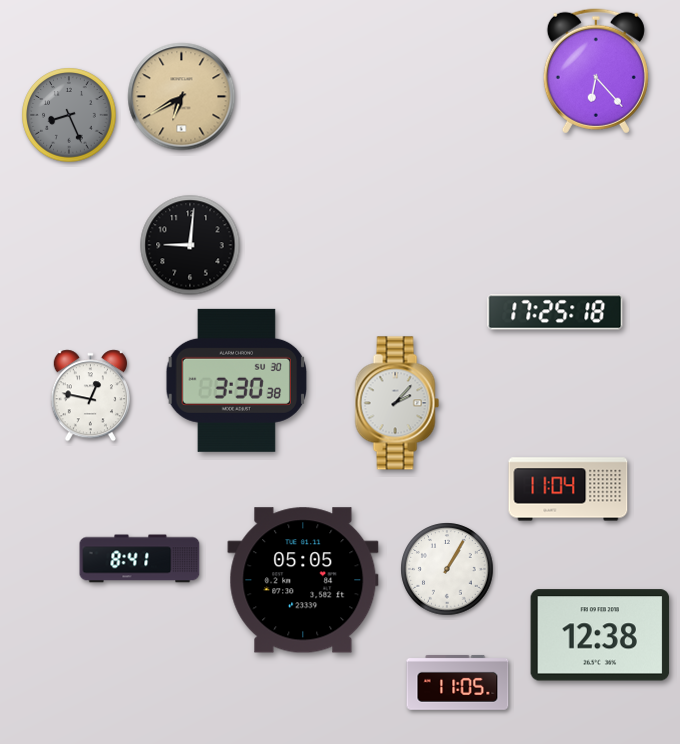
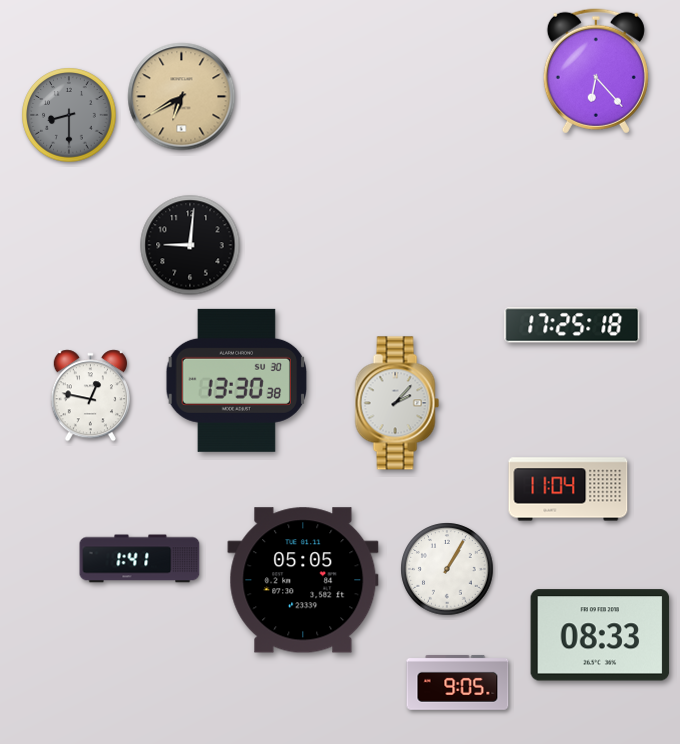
clock at (69, 115): 8:26 -> 8:30
clock at (555, 312) position: (555, 312) -> (572, 325)
clock at (237, 380): 3:30 -> 13:30
clock at (140, 559): 8:41 -> 1:41
clock at (600, 635): 12:38 -> 08:33
clock at (458, 682): 11:05 -> 9:05
